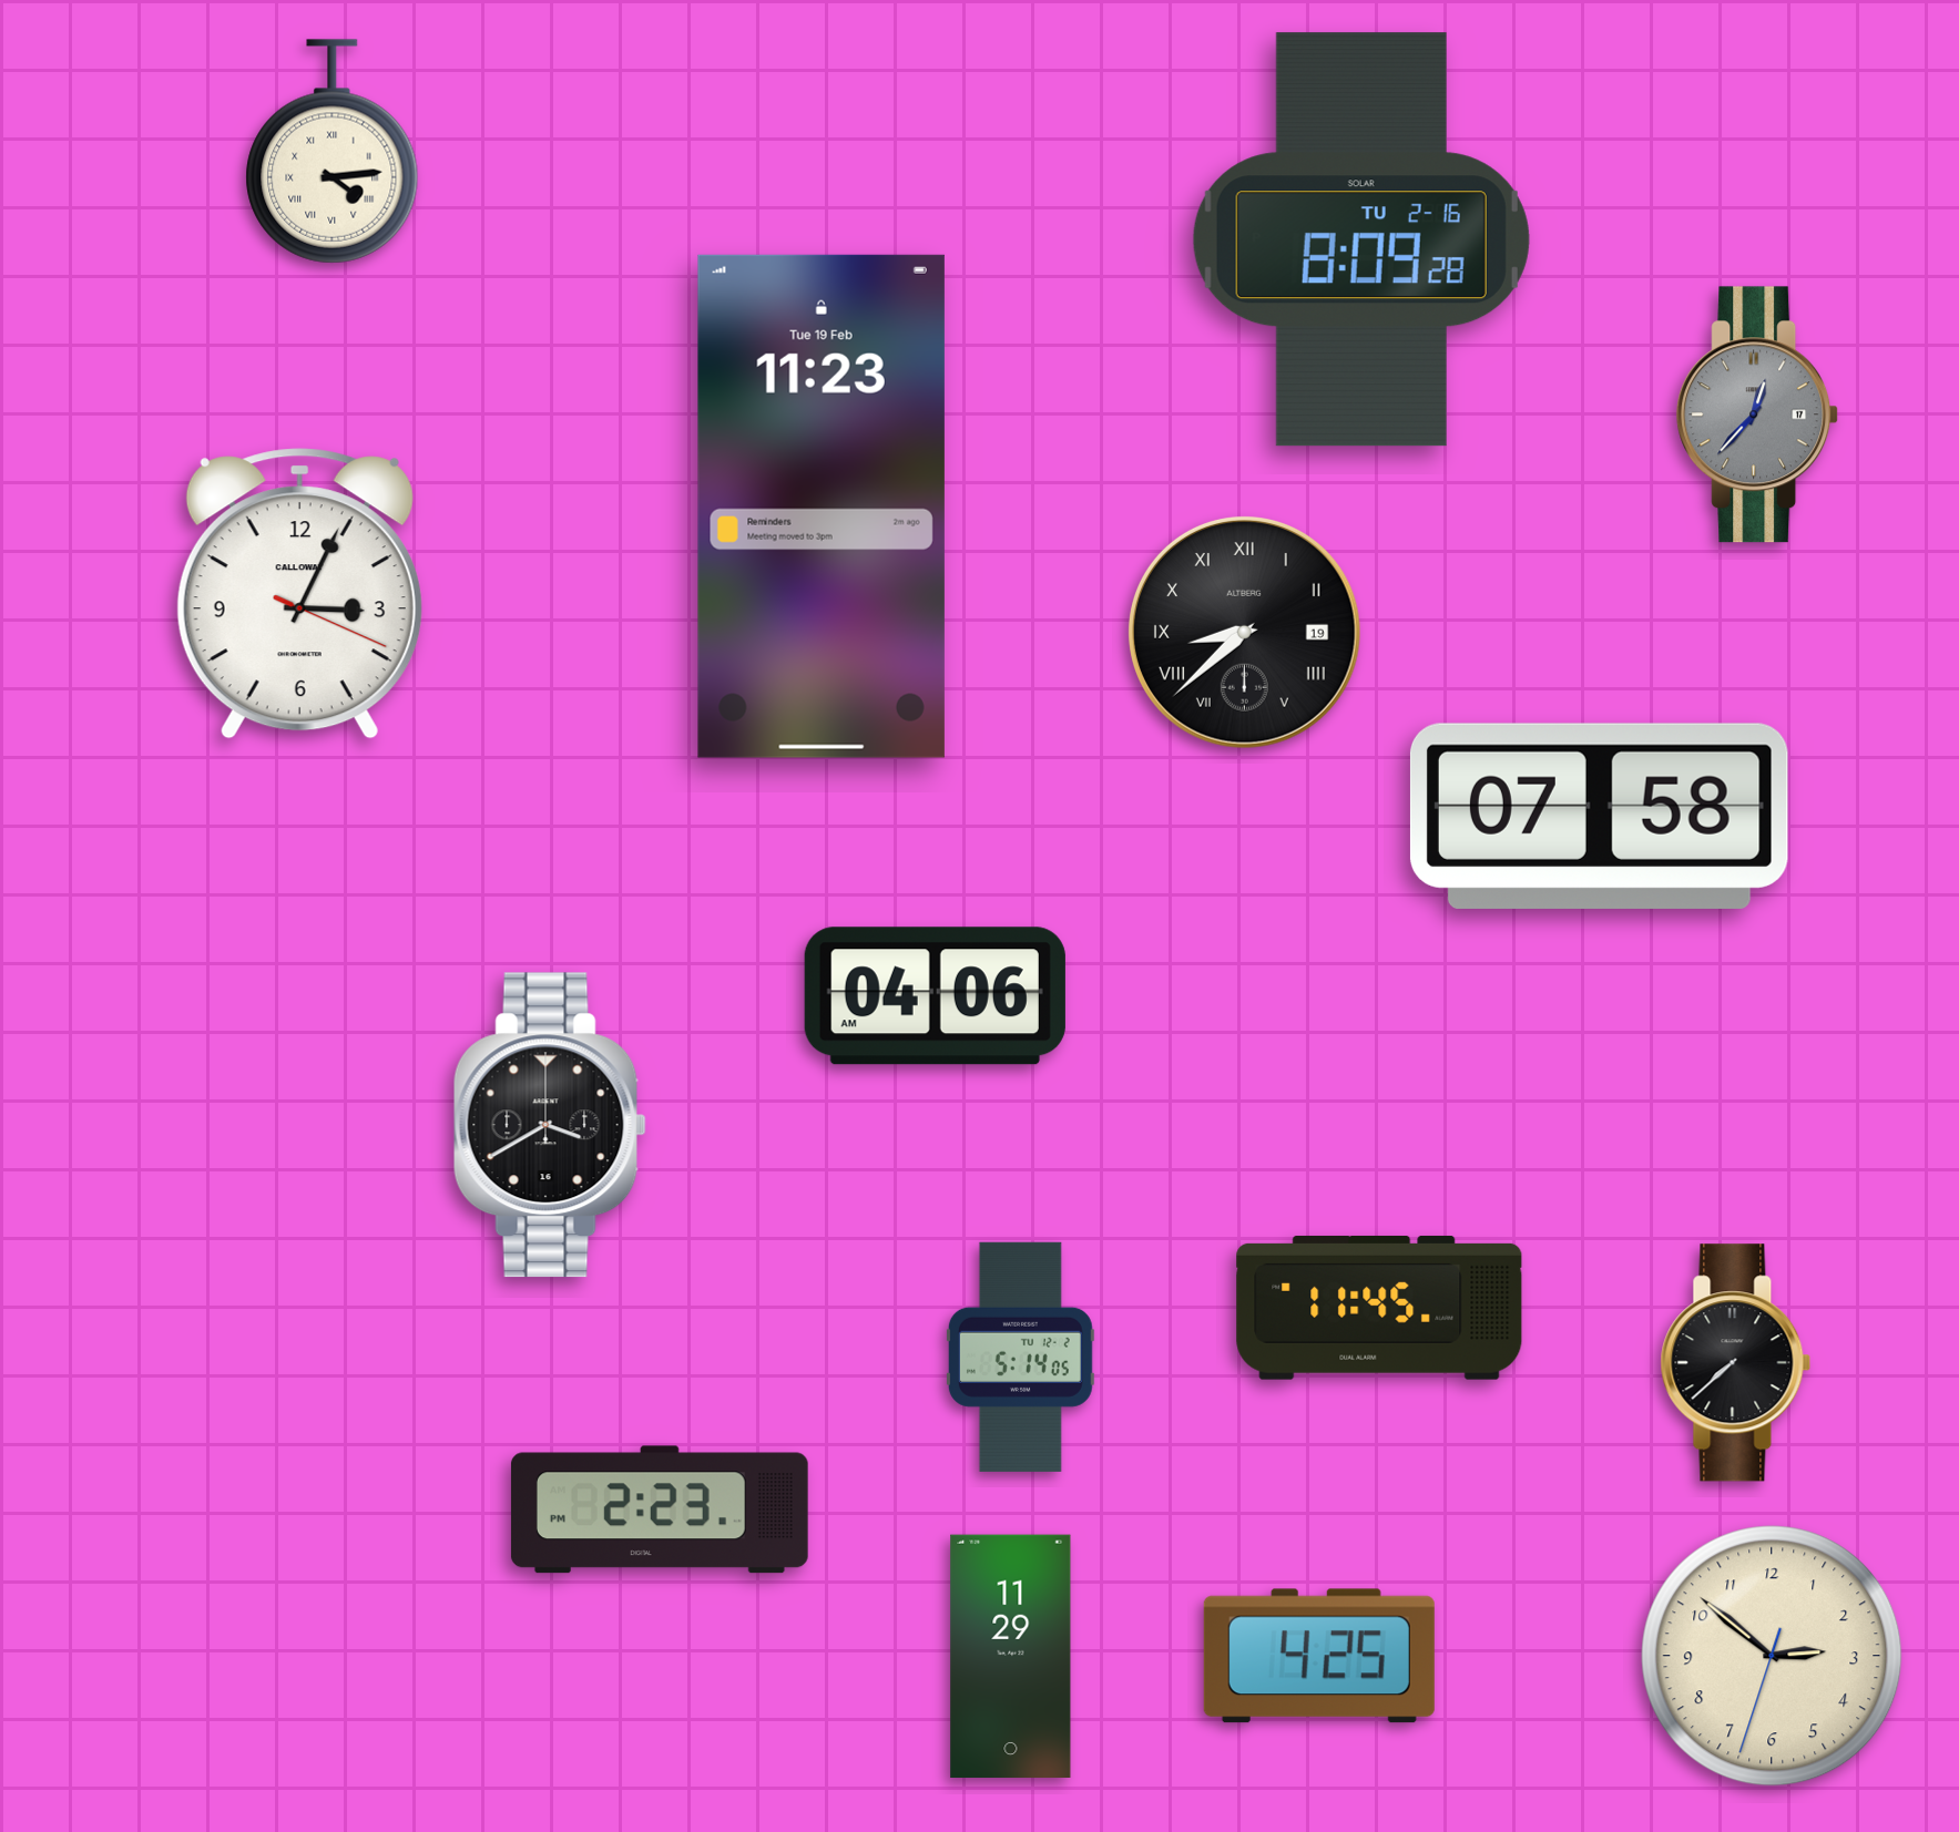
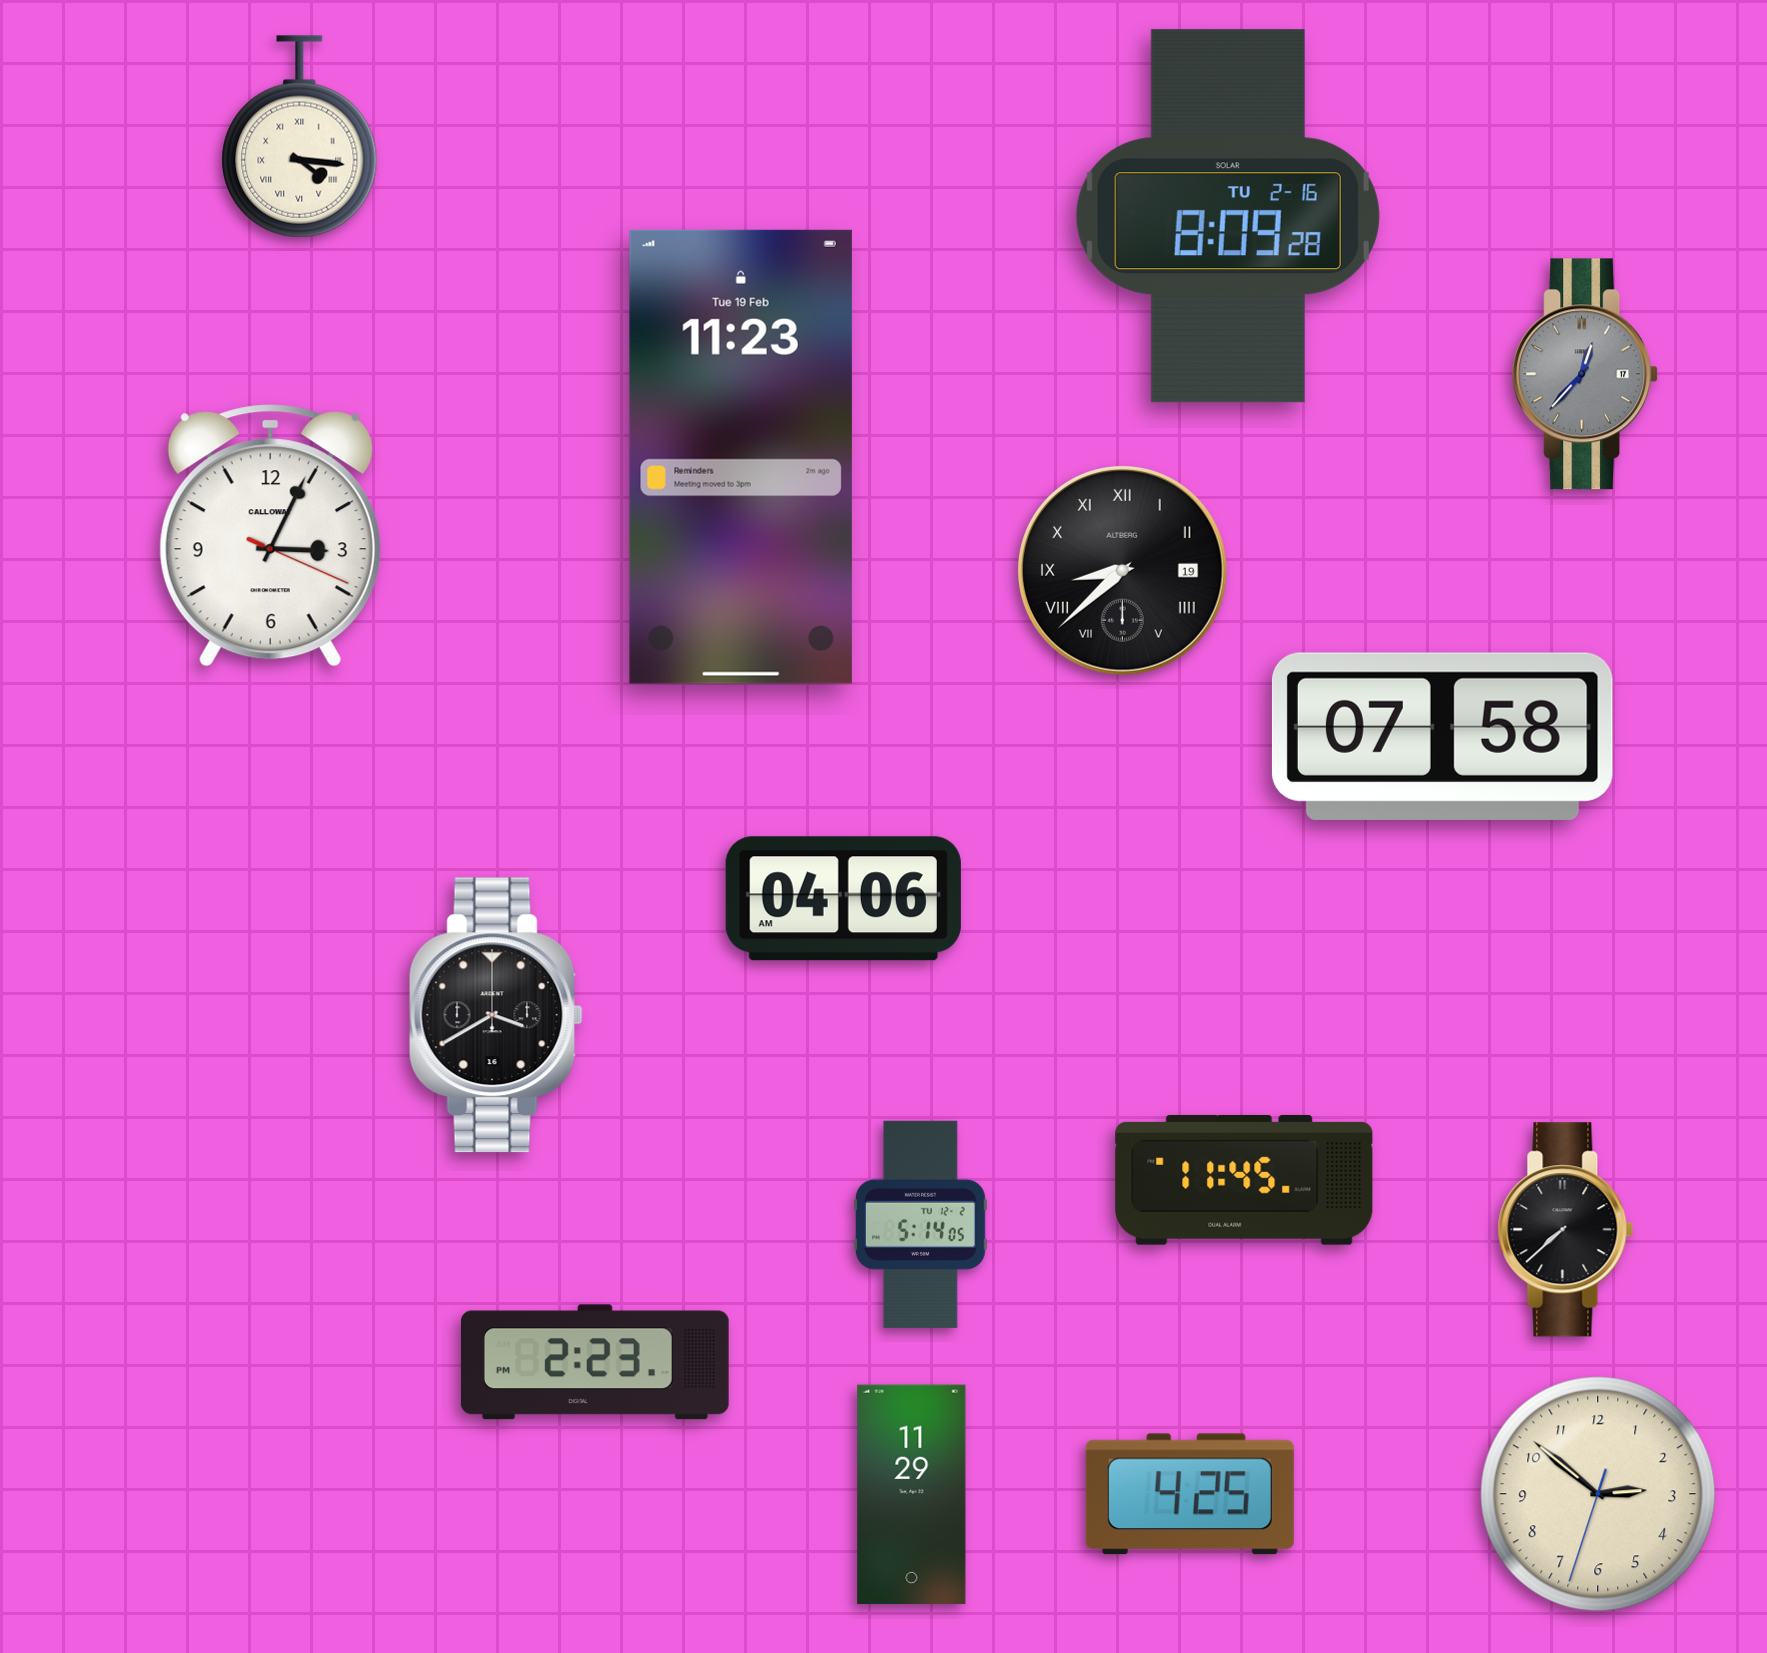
clock at (333, 152): 4:14 -> 4:16
